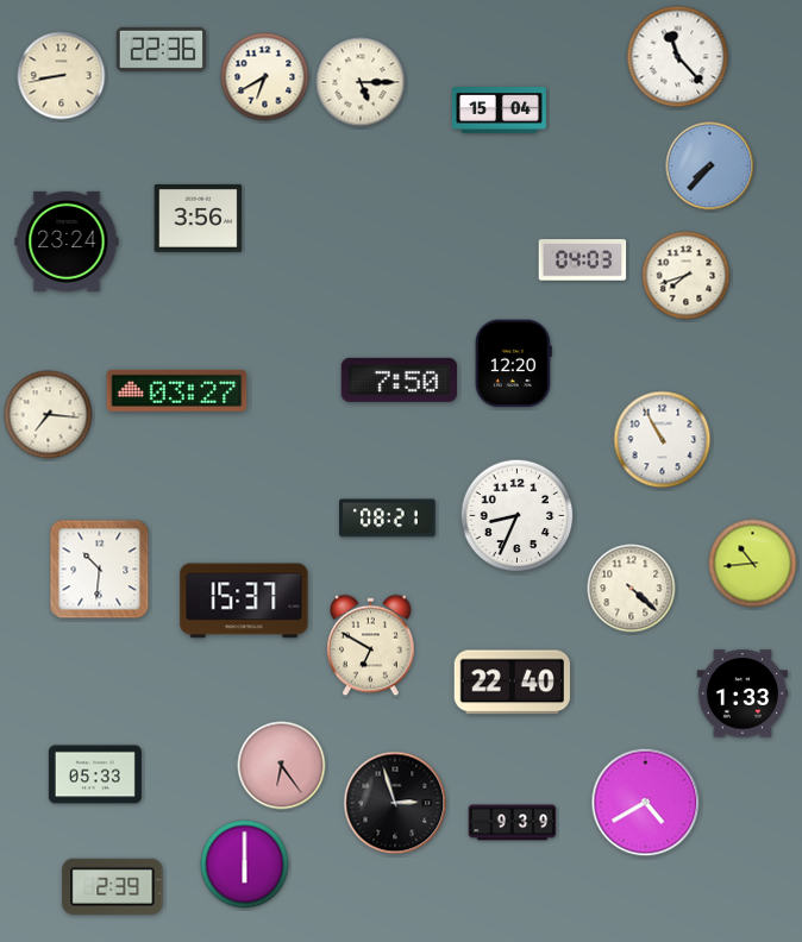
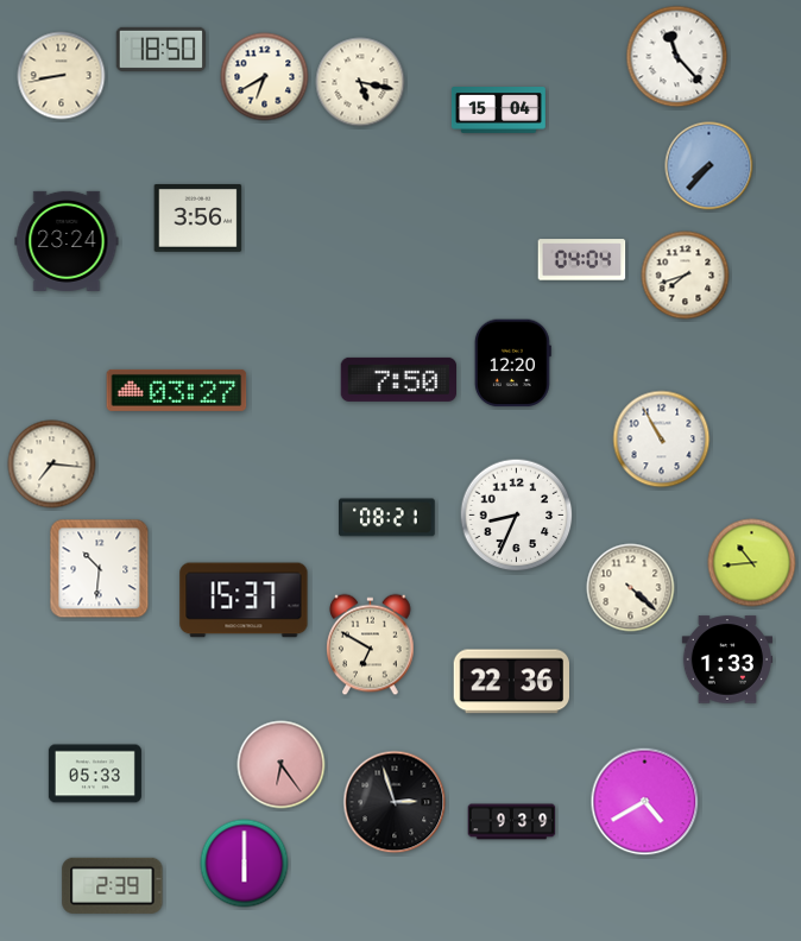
clock at (162, 49): 22:36 -> 18:50
clock at (361, 82): 5:15 -> 5:17
clock at (583, 260): 04:03 -> 04:04
clock at (49, 415) position: (49, 415) -> (52, 465)
clock at (512, 683): 22:40 -> 22:36
clock at (741, 693) position: (741, 693) -> (726, 659)
